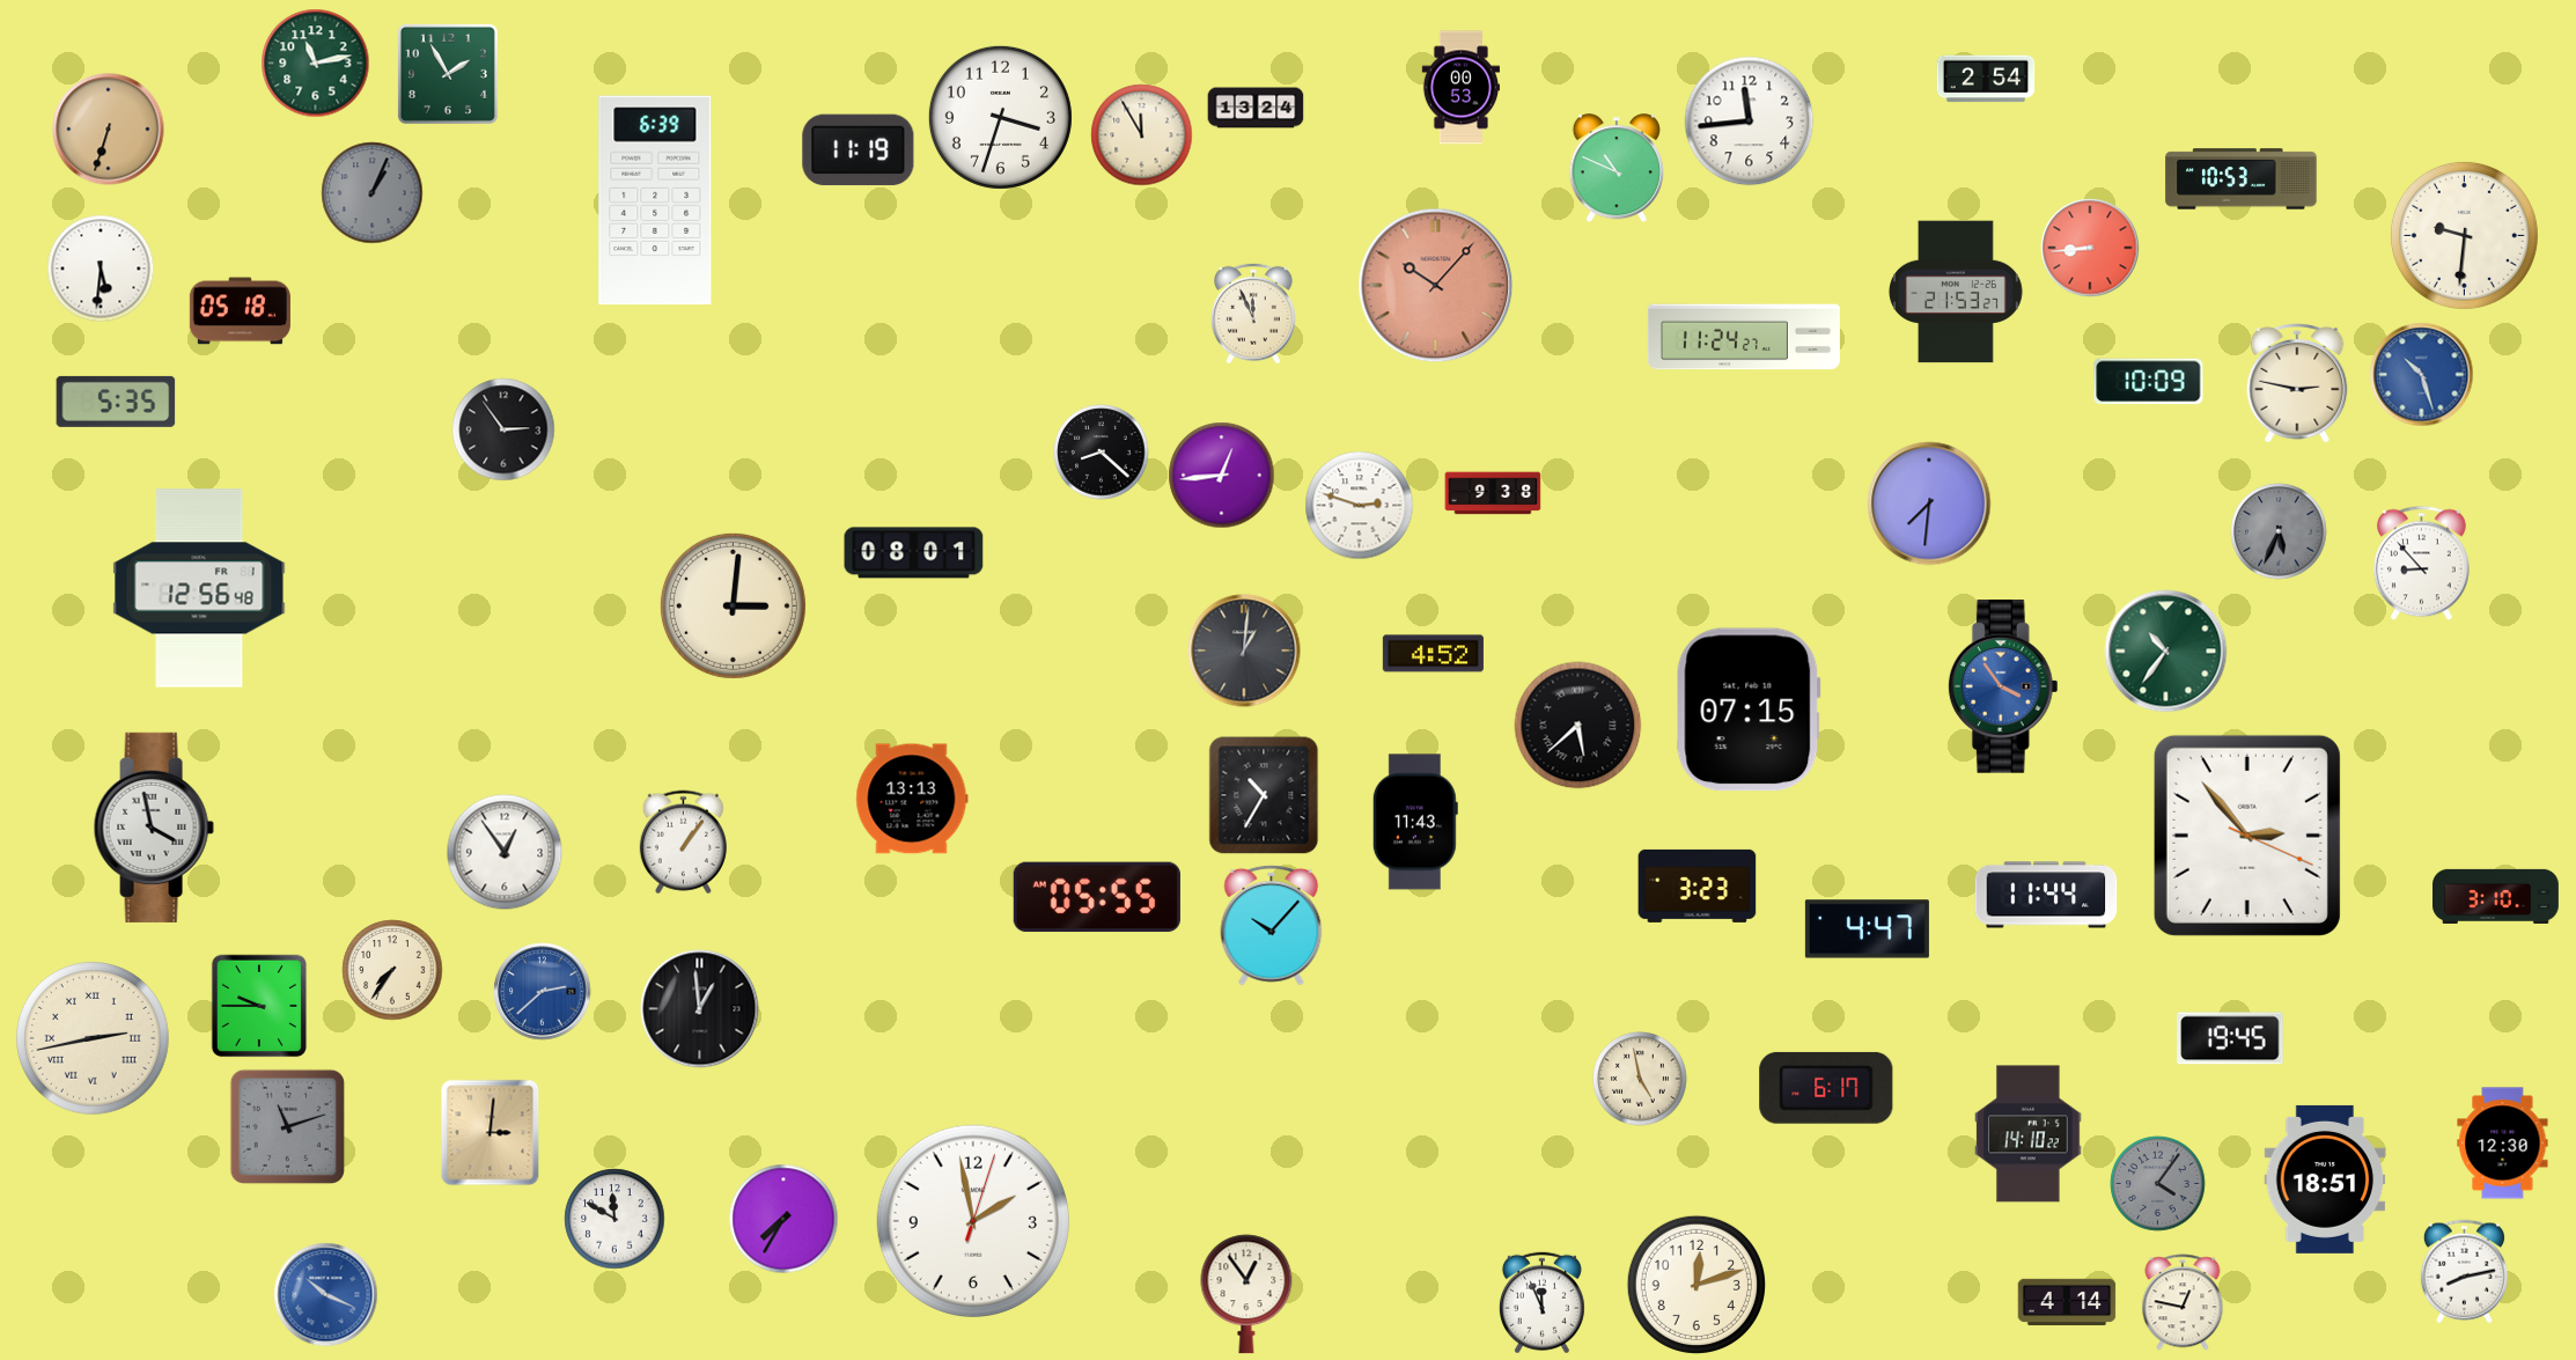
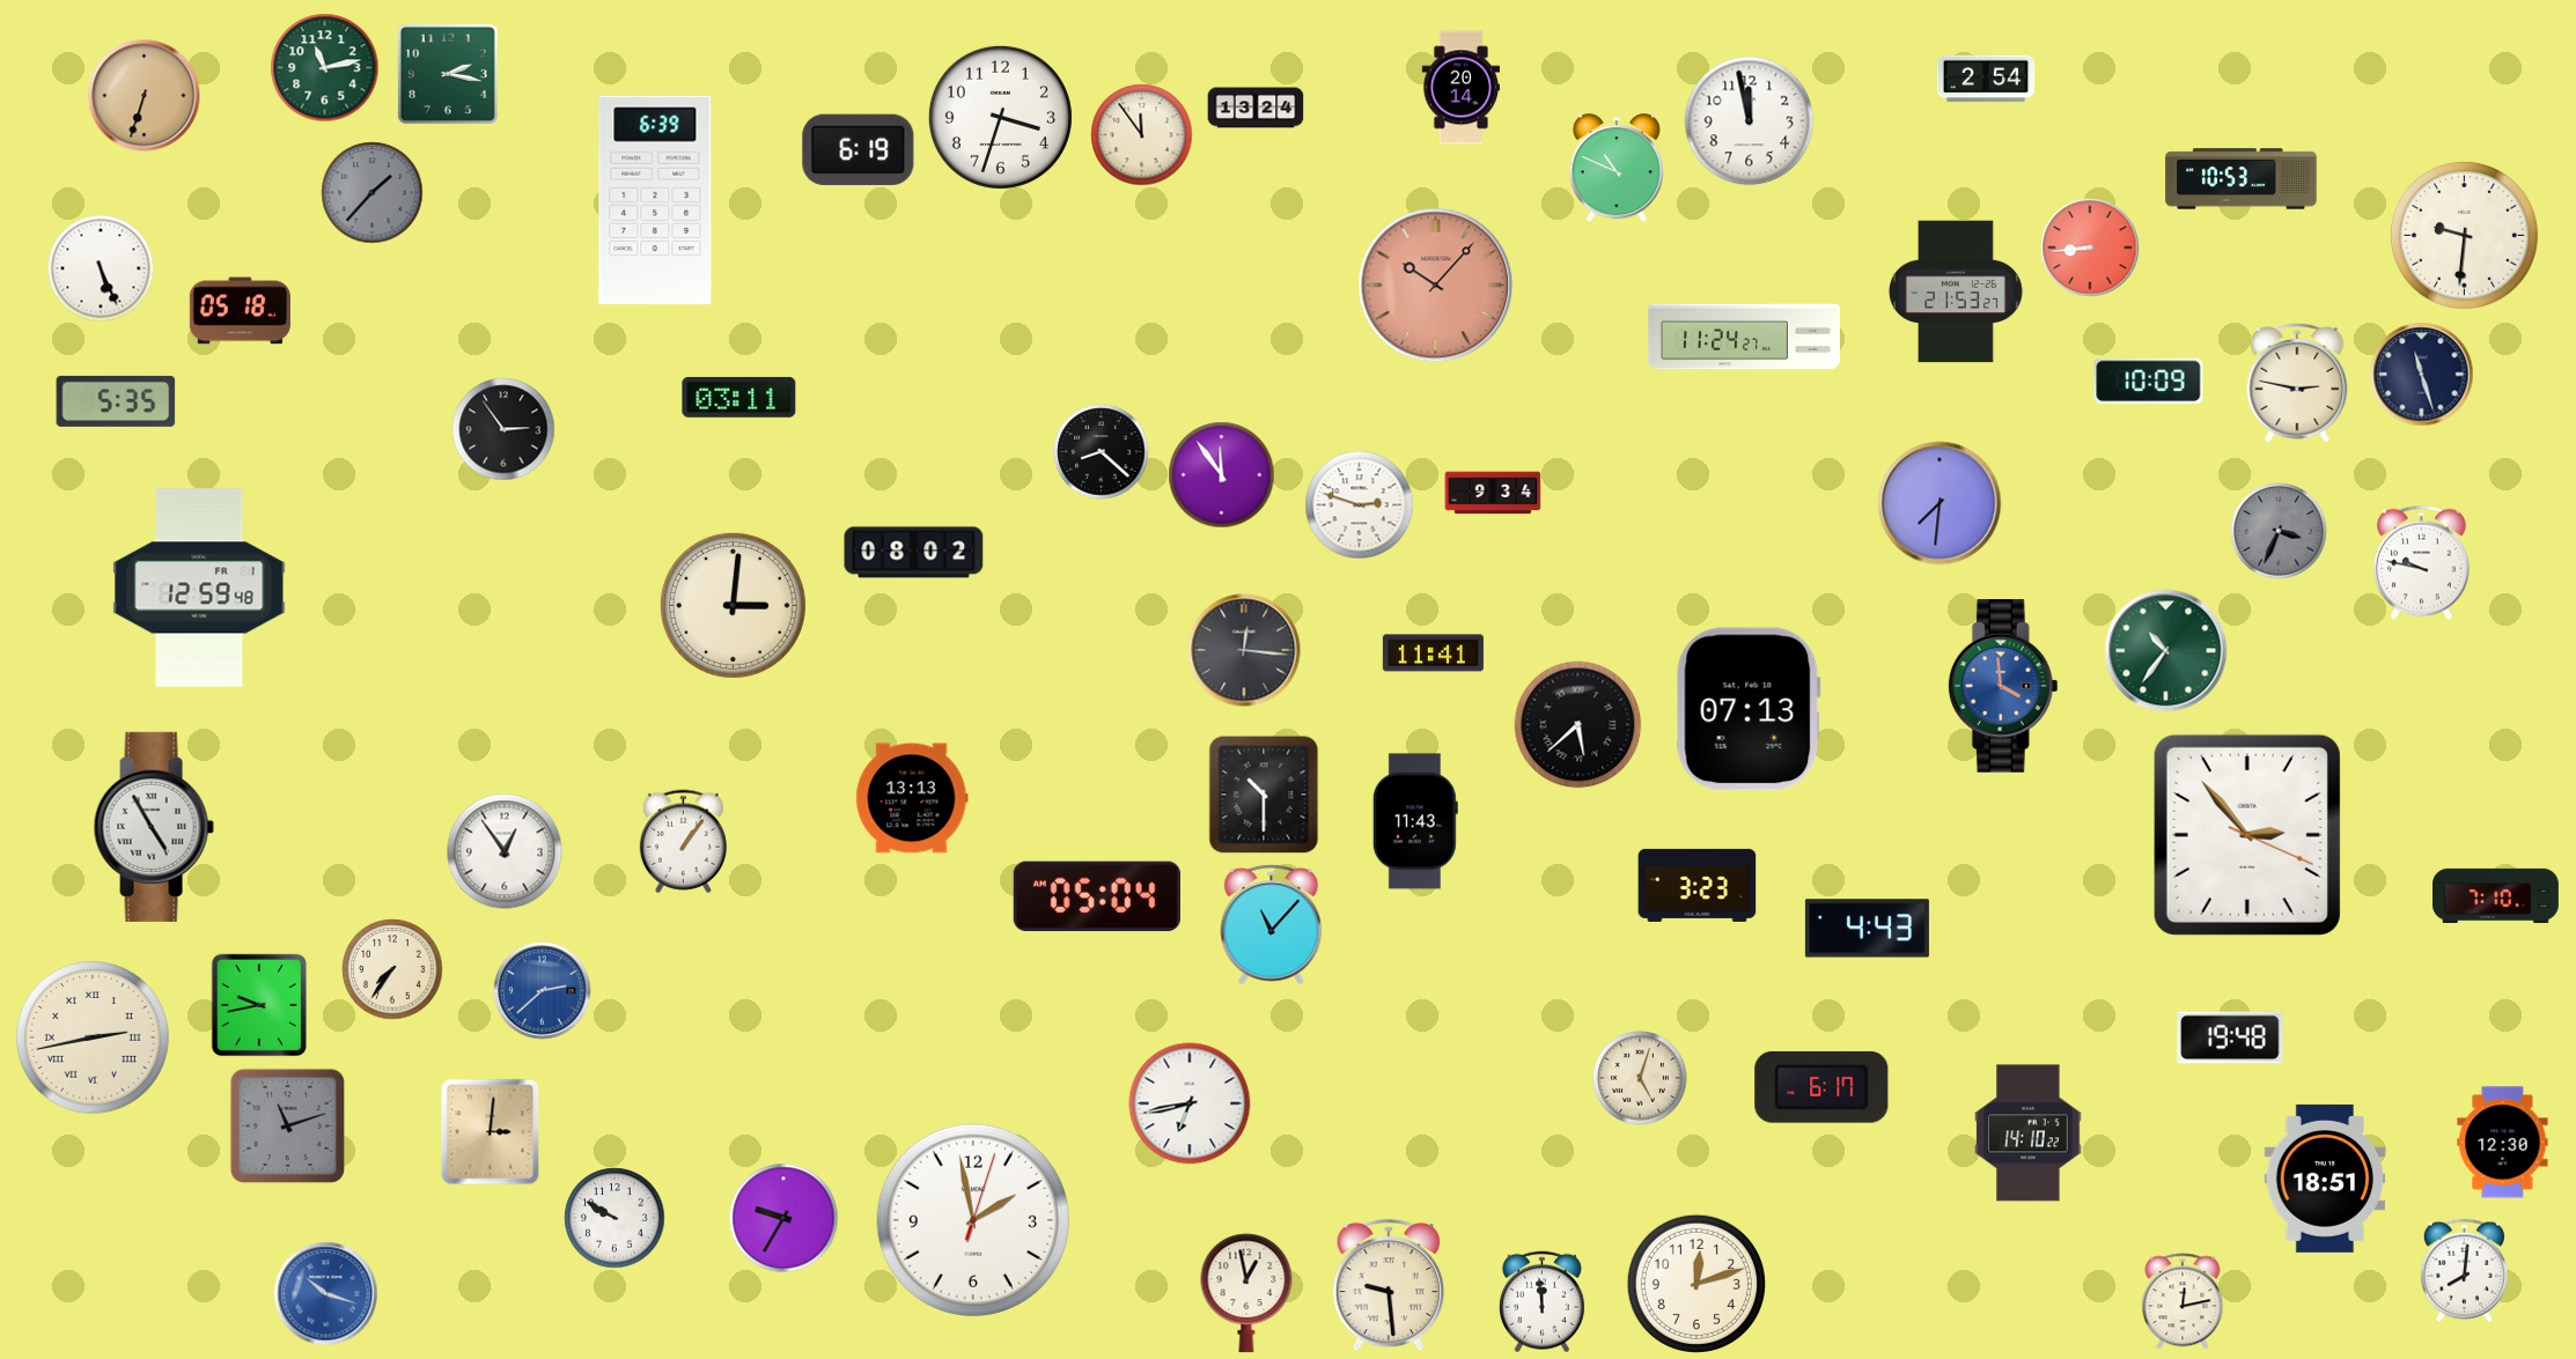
clock at (316, 64) position: (316, 64) -> (325, 68)
clock at (448, 74): 1:55 -> 2:17
clock at (1460, 88): 00:53 -> 20:14
clock at (1750, 122): 11:44 -> 11:58
clock at (109, 130) position: (109, 130) -> (145, 96)
clock at (1142, 135): 11:55 -> 11:54
clock at (859, 150): 11:19 -> 6:19
clock at (373, 193): 1:04 -> 1:37
clock at (101, 269): 5:31 -> 5:26
clock at (1254, 314): 11:56 -> none
clock at (2422, 375): 10:27 -> 11:27
clock at (2422, 375) dial: blue -> navy
clock at (739, 397): none -> 03:11
clock at (1222, 476): 12:44 -> 11:54
clock at (1493, 493): 9:38 -> 9:34
clock at (1929, 503) position: (1929, 503) -> (1940, 503)
clock at (2279, 531): 5:34 -> 3:34
clock at (914, 553): 08:01 -> 08:02
clock at (2421, 564): 8:53 -> 9:47
clock at (199, 588): 12:56 -> 12:59
clock at (1244, 650): 1:01 -> 12:16
clock at (1433, 654): 4:52 -> 11:41
clock at (2003, 686): 3:54 -> 3:59
clock at (1749, 710): 07:15 -> 07:13
clock at (1264, 795): 10:35 -> 10:30
clock at (154, 828): 3:58 -> 4:55
clock at (2046, 895): 11:44 -> none
clock at (2496, 896): 3:10 -> 7:10
clock at (1097, 897): 05:55 -> 05:04
clock at (1272, 925): 10:07 -> 11:07
clock at (1867, 929): 4:47 -> 4:43
clock at (259, 1006): 9:45 -> 9:43
clock at (700, 1009): 12:59 -> none
clock at (2230, 1038): 19:45 -> 19:48
clock at (1640, 1079): 4:58 -> 5:03
clock at (1826, 1088) position: (1826, 1088) -> (1821, 1087)
clock at (1190, 1103): none -> 6:43
clock at (2158, 1184): 4:06 -> none
clock at (614, 1219): 11:50 -> 9:50
clock at (783, 1219): 7:35 -> 9:35
clock at (2464, 1272): 8:13 -> 8:01
clock at (1388, 1285): none -> 9:29
clock at (1246, 1294): 12:54 -> 12:58
clock at (326, 1295): 10:19 -> 10:18
clock at (2067, 1302): 4:14 -> none
clock at (2183, 1302): 12:47 -> 12:13
clock at (1541, 1303): 11:56 -> 11:59
